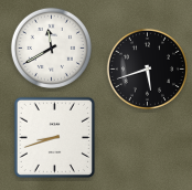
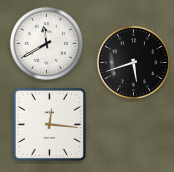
clock at (54, 137): 8:42 -> 12:16
